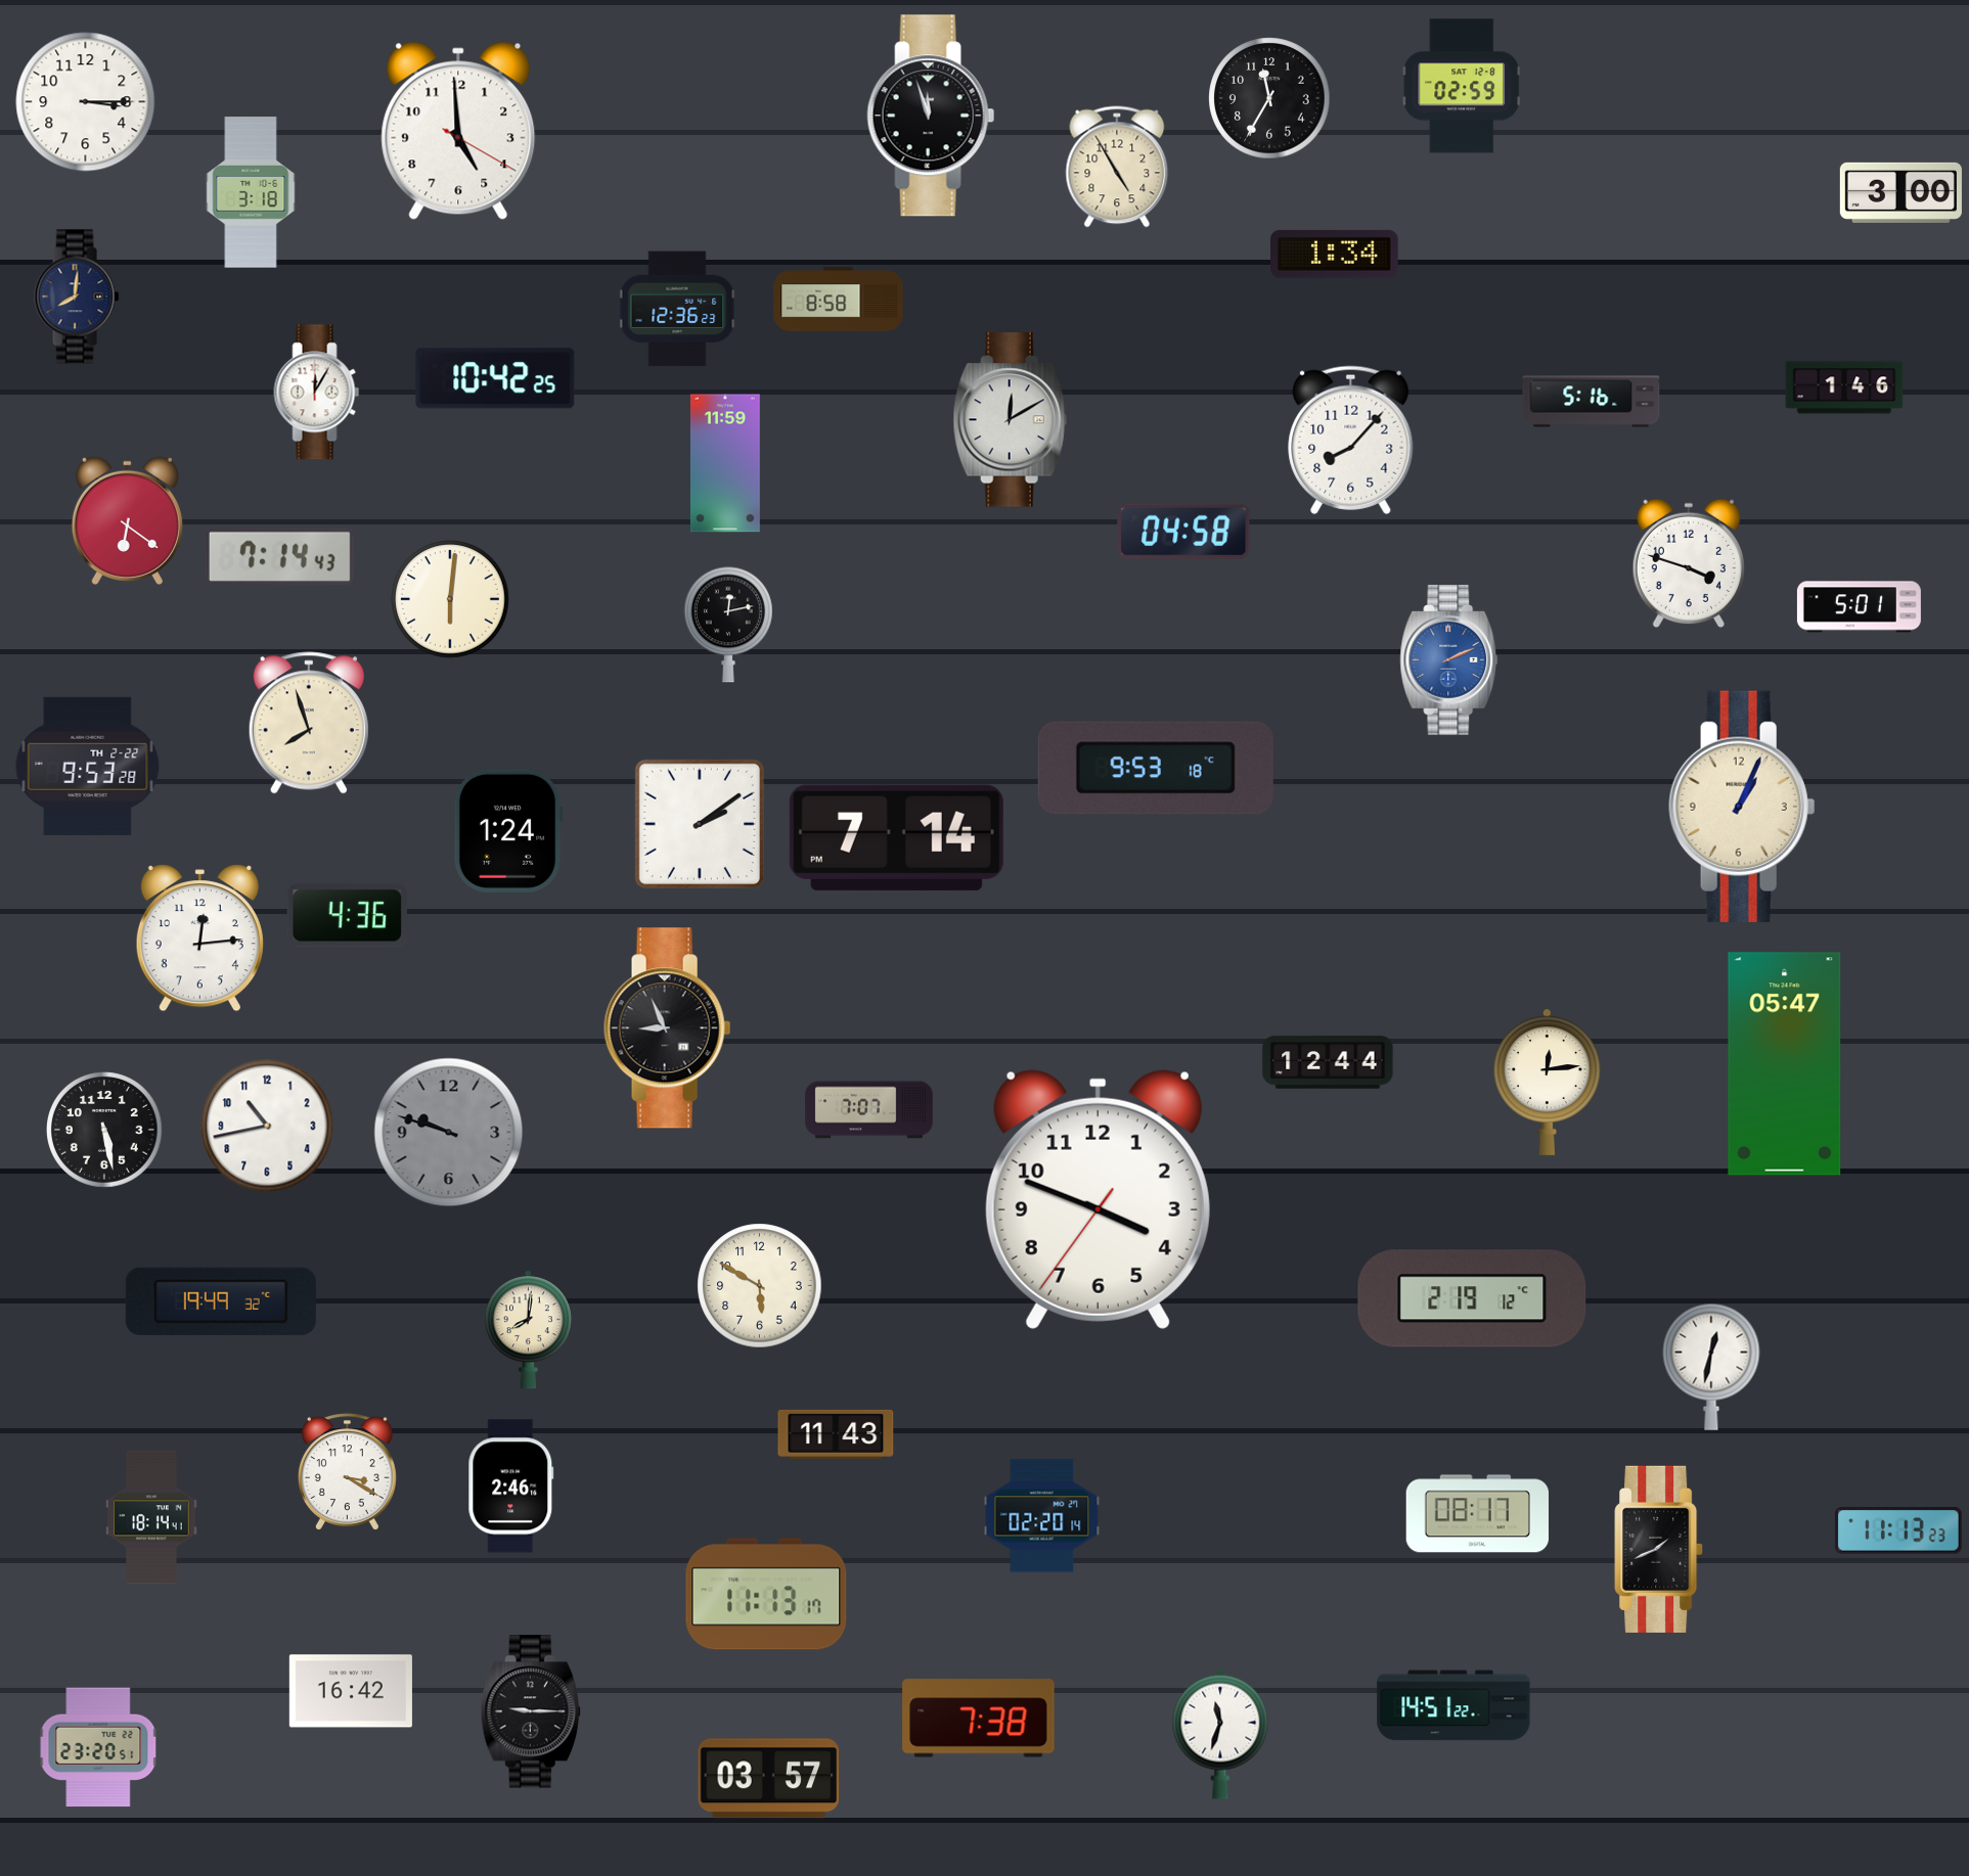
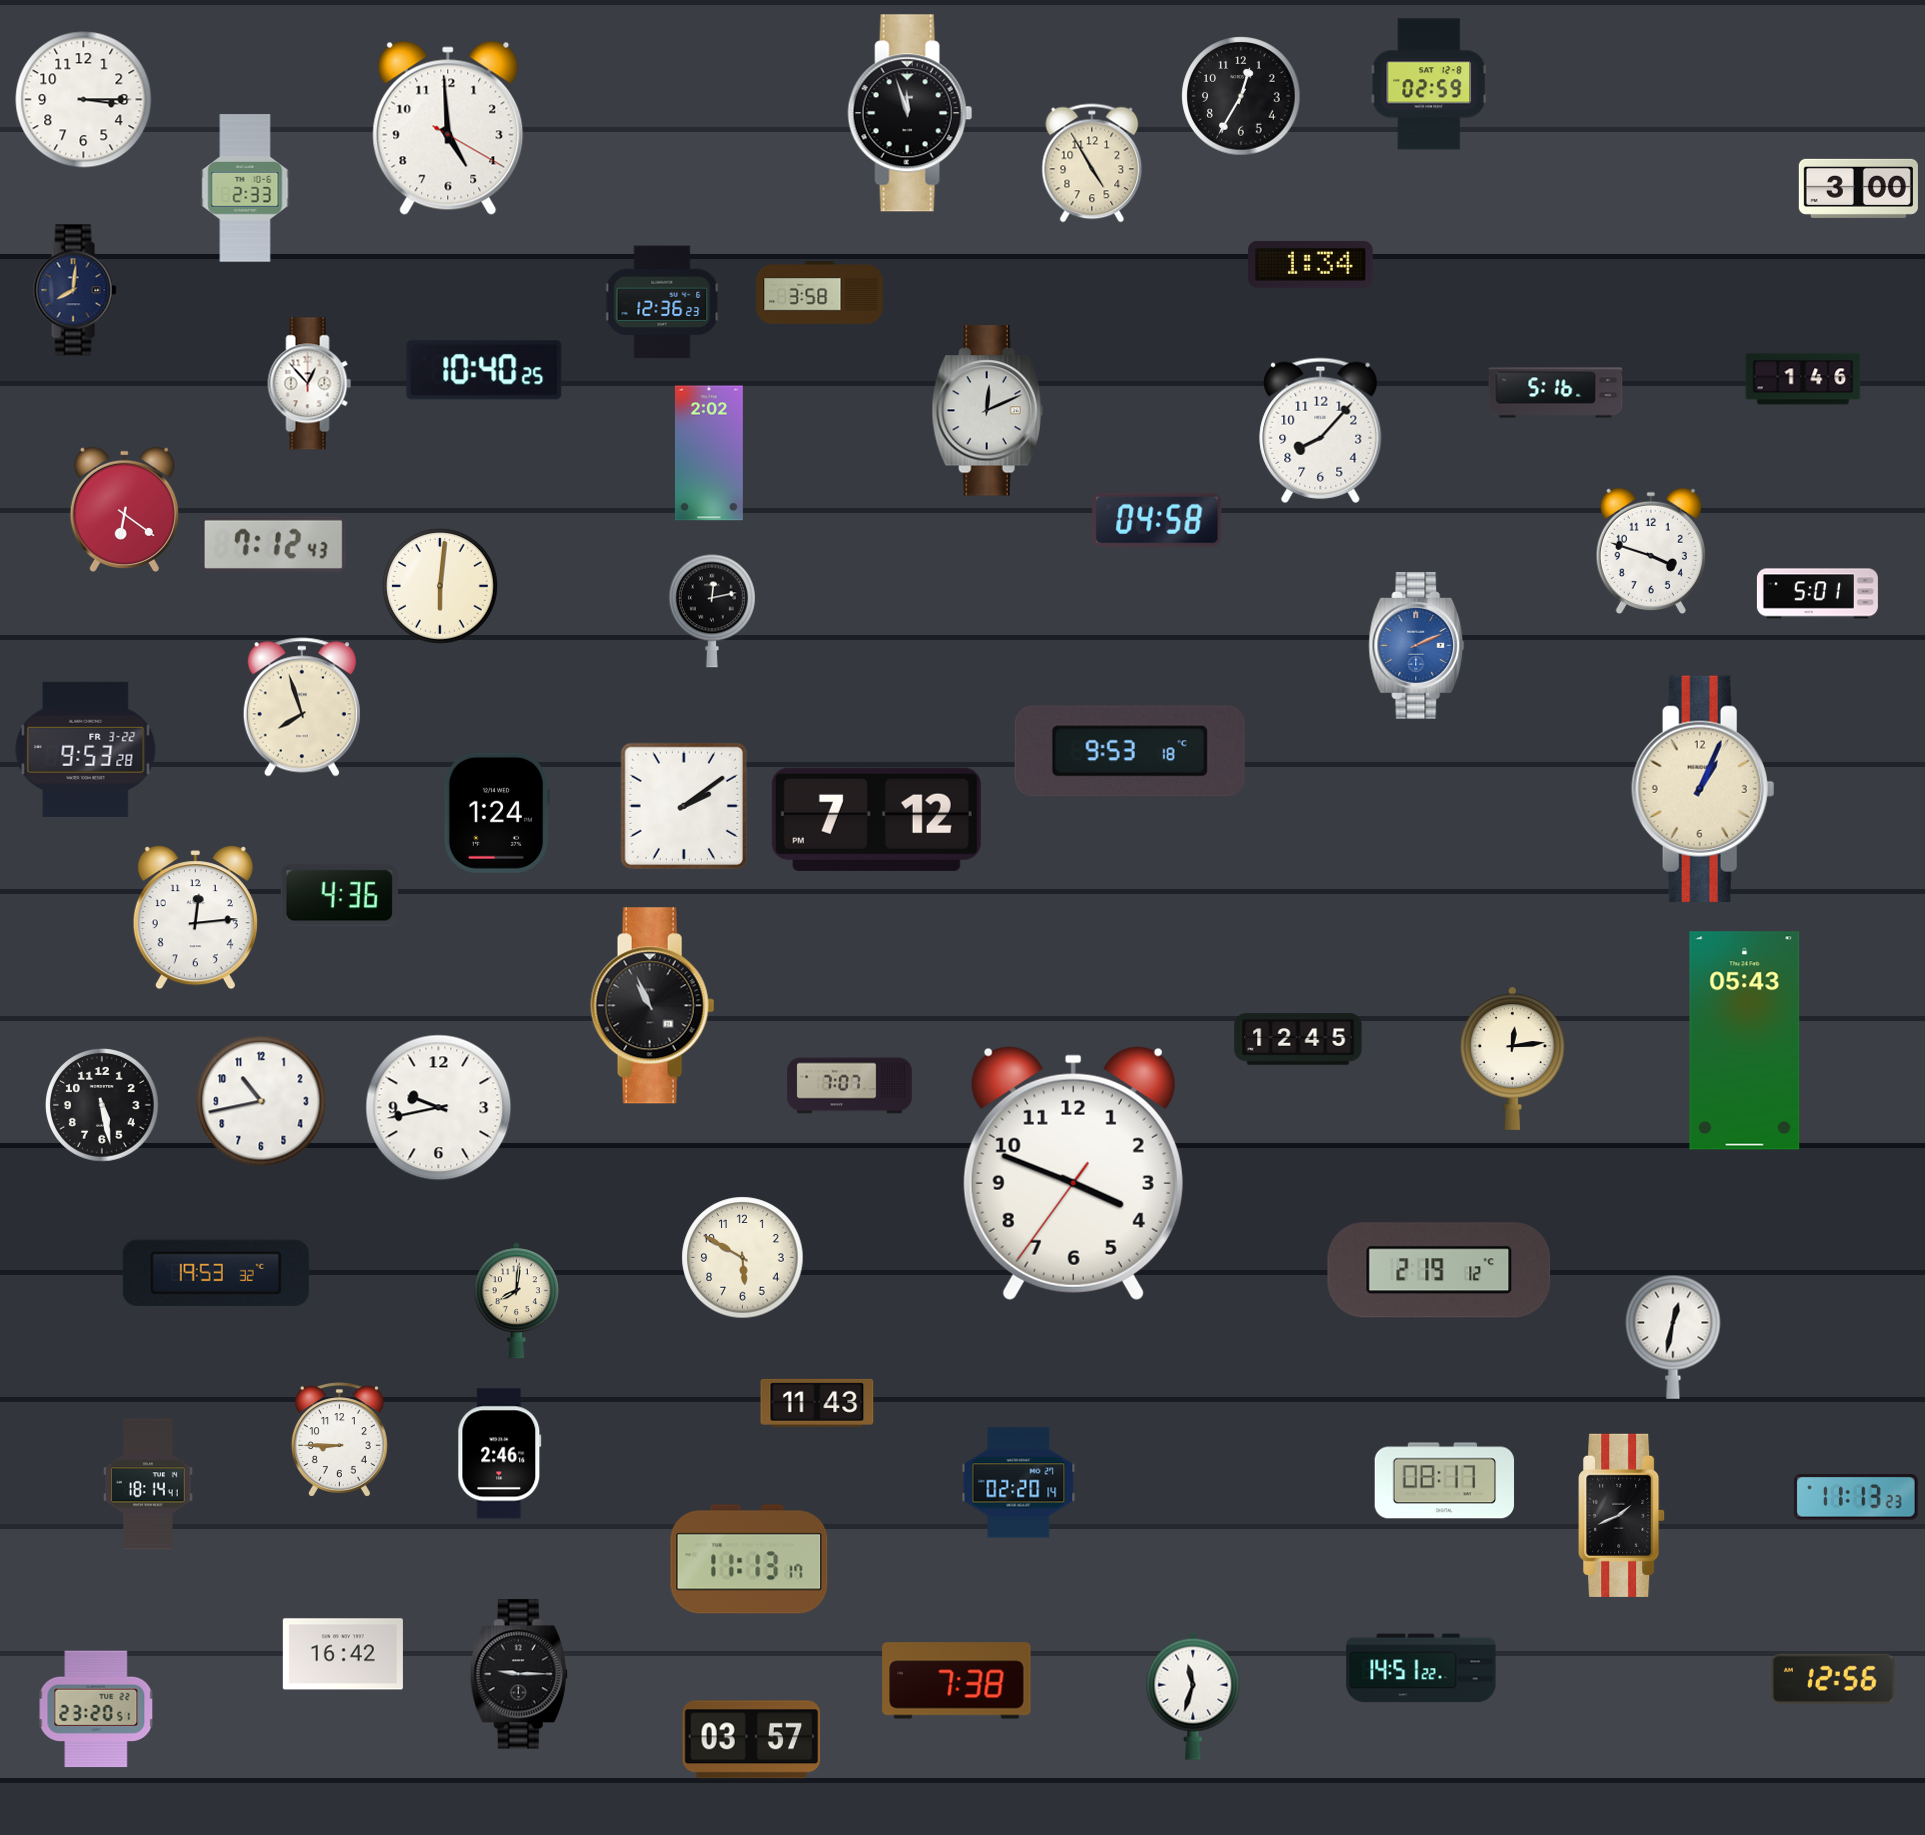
clock at (1269, 98): 11:35 -> 12:35
clock at (251, 192): 3:18 -> 2:33
clock at (1335, 254) position: (1335, 254) -> (1311, 264)
clock at (839, 300): 8:58 -> 3:58
clock at (495, 378): 10:42 -> 10:40
clock at (317, 393): 12:05 -> 12:53
clock at (1010, 420): 12:10 -> 12:11
clock at (725, 463): 11:59 -> 2:02
clock at (279, 557): 7:14 -> 7:12
clock at (88, 766) date: TH 2-22 -> FR 3-22
clock at (896, 837): 7:14 -> 7:12
clock at (668, 1028): 8:56 -> 10:56
clock at (1328, 1062): 12:44 -> 12:45
clock at (1785, 1064): 05:47 -> 05:43
clock at (449, 1133): 9:48 -> 9:43
clock at (449, 1133) dial: grey -> white
clock at (221, 1301): 19:49 -> 19:53
clock at (347, 1472): 3:20 -> 8:45
clock at (1833, 1679): none -> 12:56
